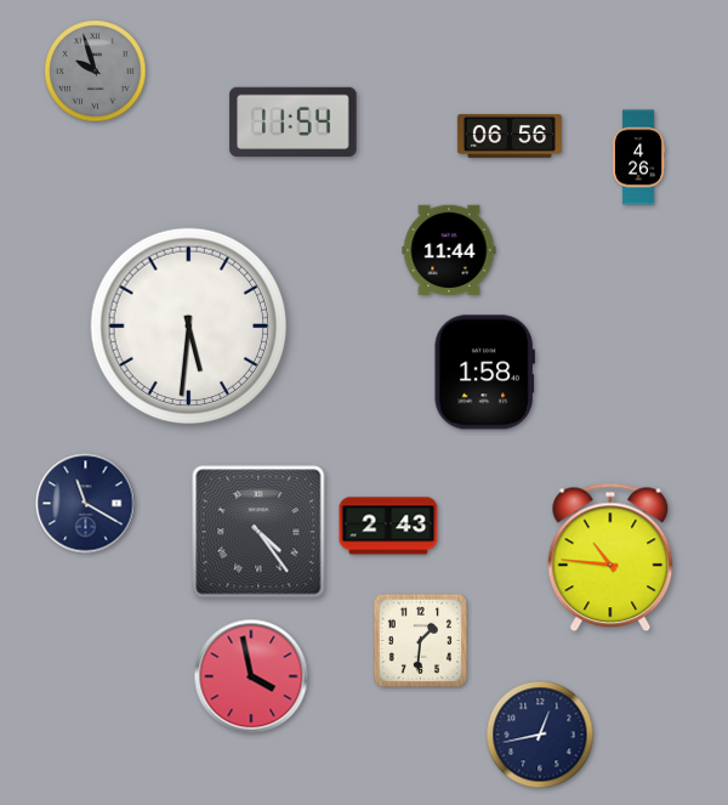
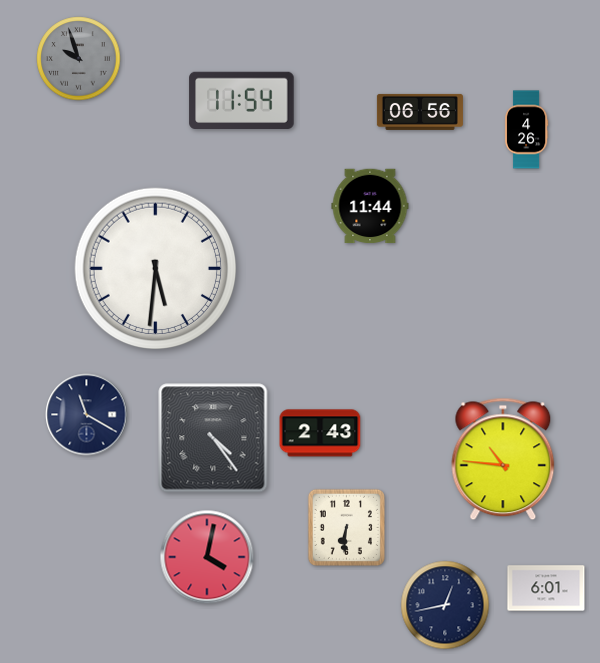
clock at (484, 373): 1:58 -> none
clock at (86, 504) position: (86, 504) -> (87, 415)
clock at (420, 640): 1:31 -> 6:31
clock at (251, 676): 3:58 -> 4:02
clock at (546, 588): none -> 6:01
